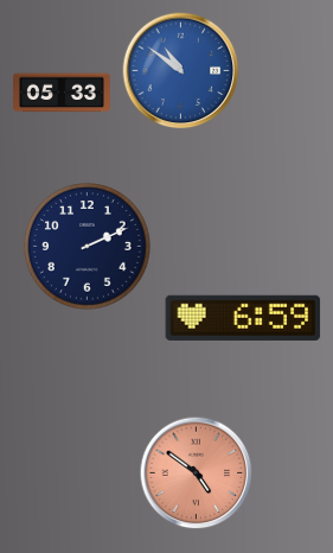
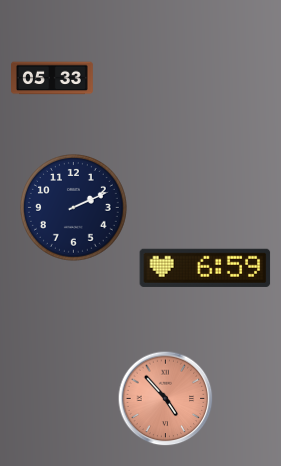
clock at (181, 71): 10:51 -> none
clock at (197, 473): 4:51 -> 4:53
